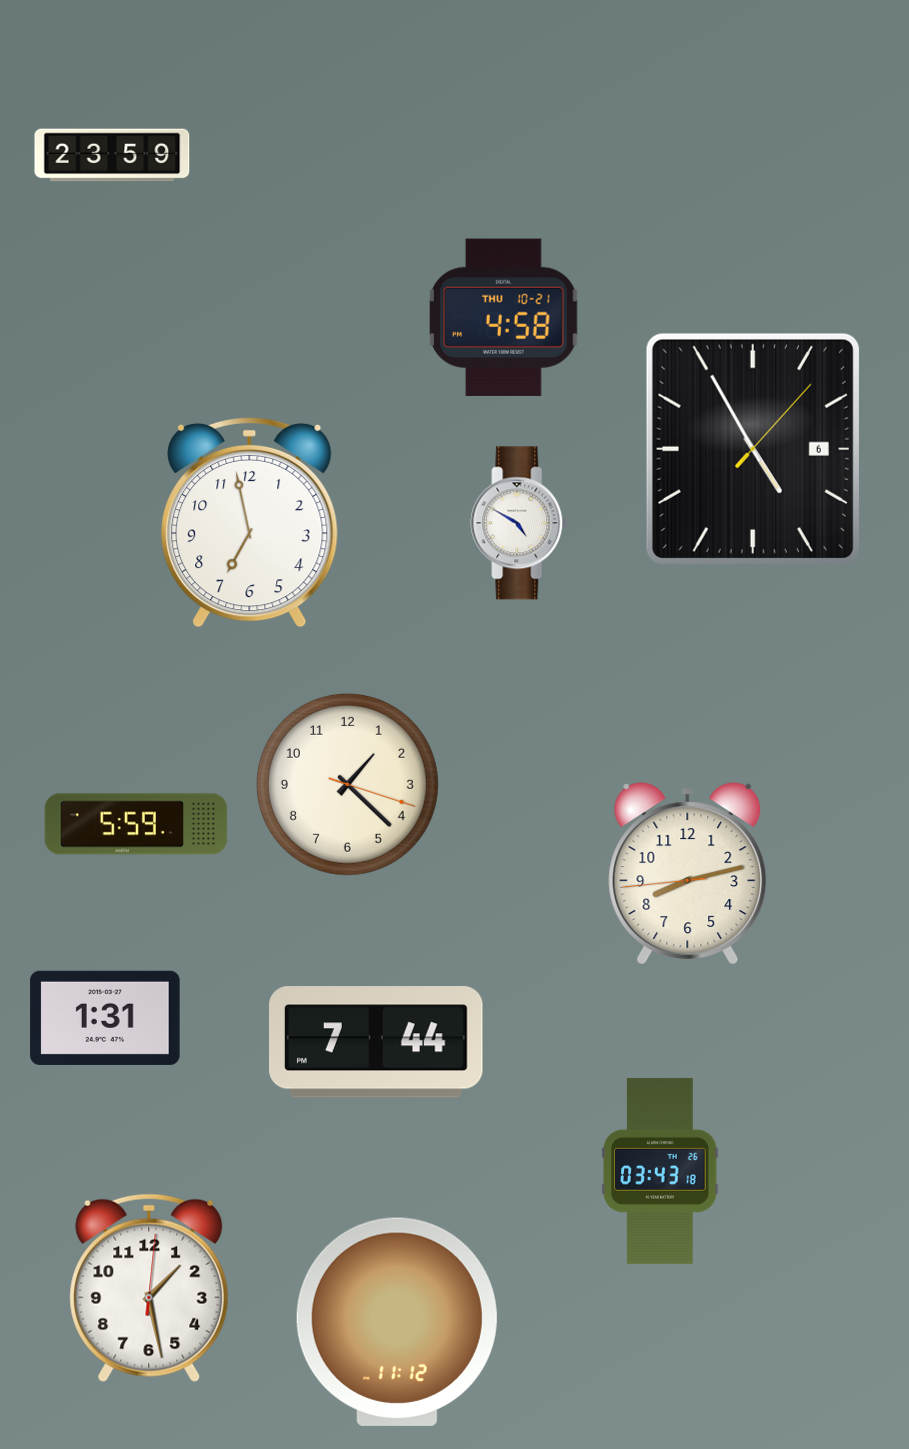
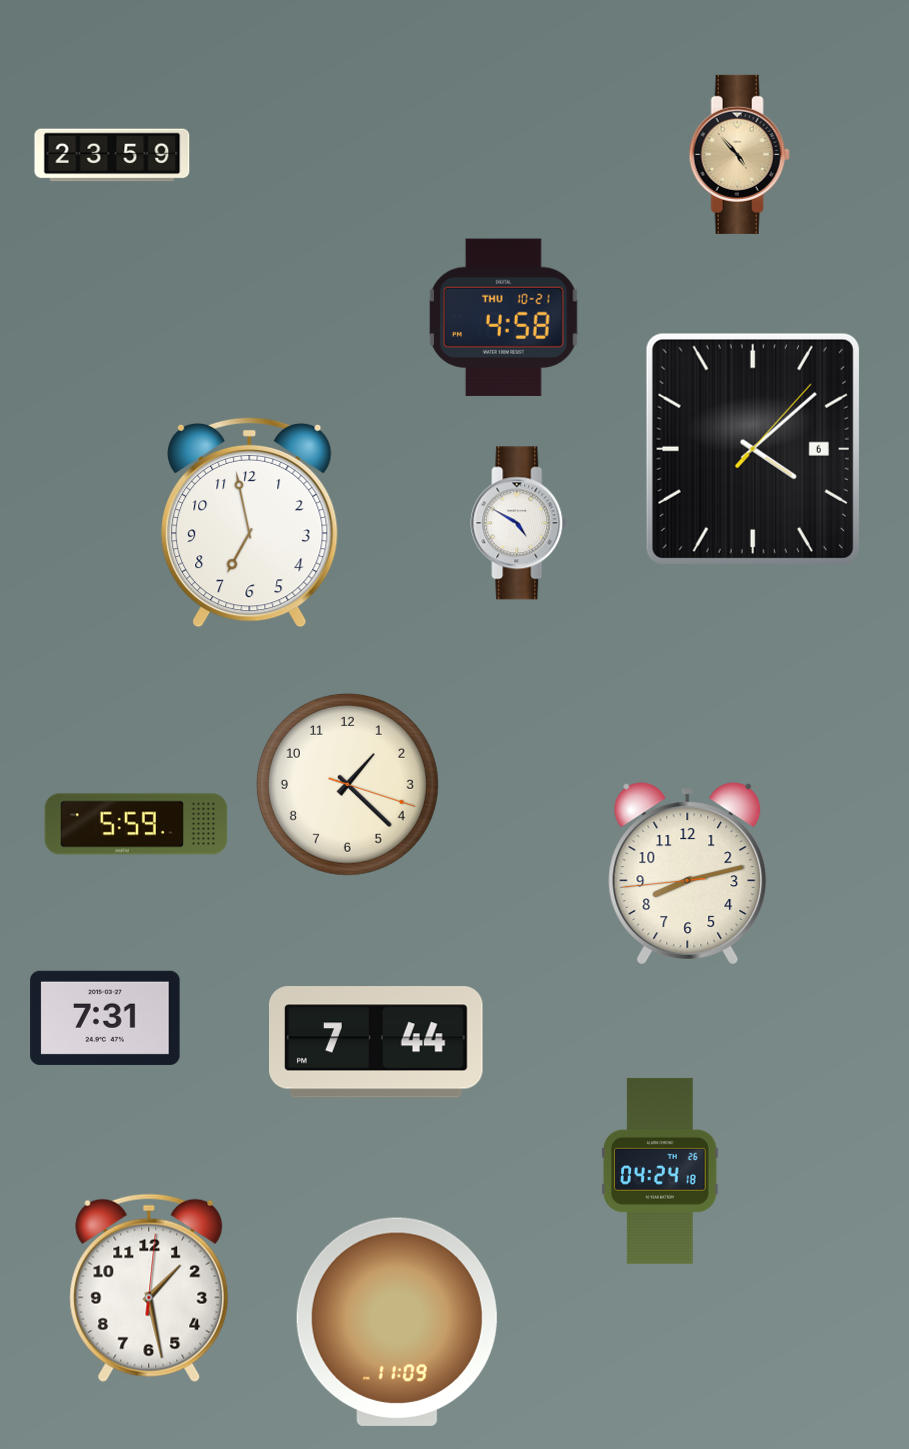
clock at (739, 154): none -> 4:53
clock at (753, 449): 4:55 -> 4:08
clock at (105, 1018): 1:31 -> 7:31
clock at (660, 1171): 03:43 -> 04:24
clock at (397, 1322): 11:12 -> 11:09
